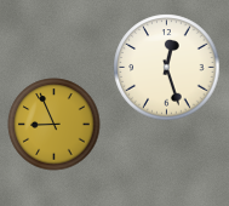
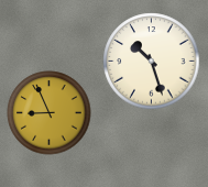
clock at (167, 68): 12:27 -> 10:27
